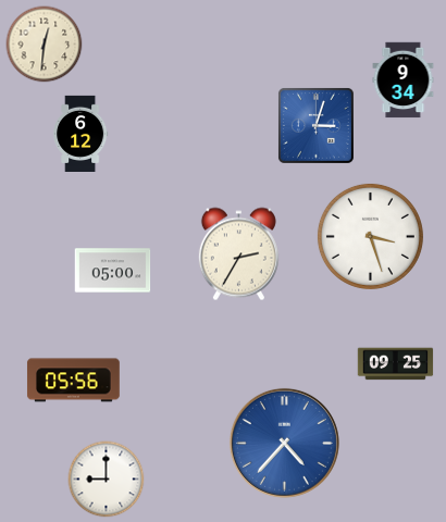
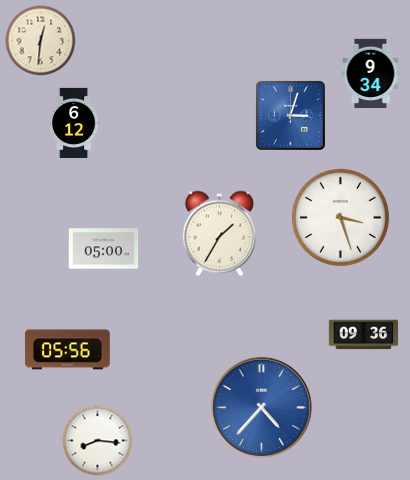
clock at (238, 254): 2:35 -> 1:35
clock at (396, 364): 09:25 -> 09:36
clock at (107, 480): 9:00 -> 8:16
